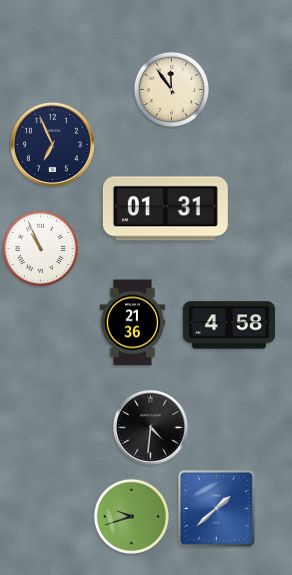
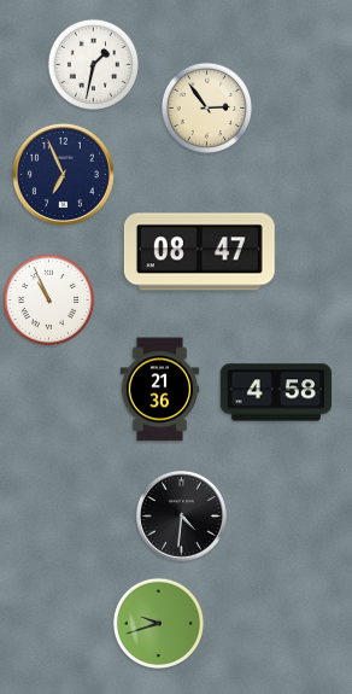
clock at (93, 64): none -> 1:32
clock at (171, 89): 11:54 -> 2:54
clock at (165, 209): 01:31 -> 08:47
clock at (217, 509): 1:38 -> none
